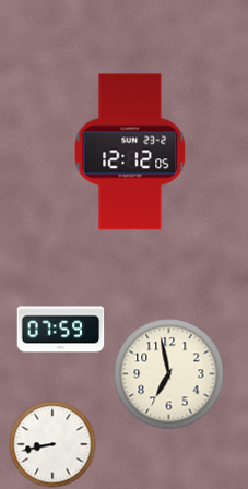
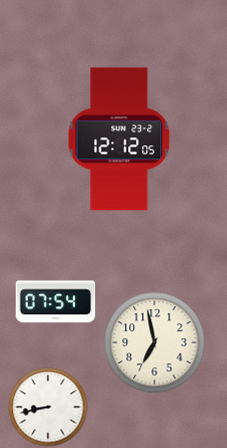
clock at (61, 330): 07:59 -> 07:54
